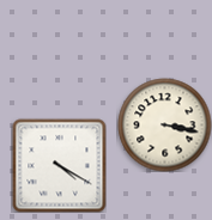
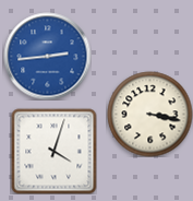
clock at (47, 56): none -> 2:44
clock at (59, 165): 4:20 -> 4:03
